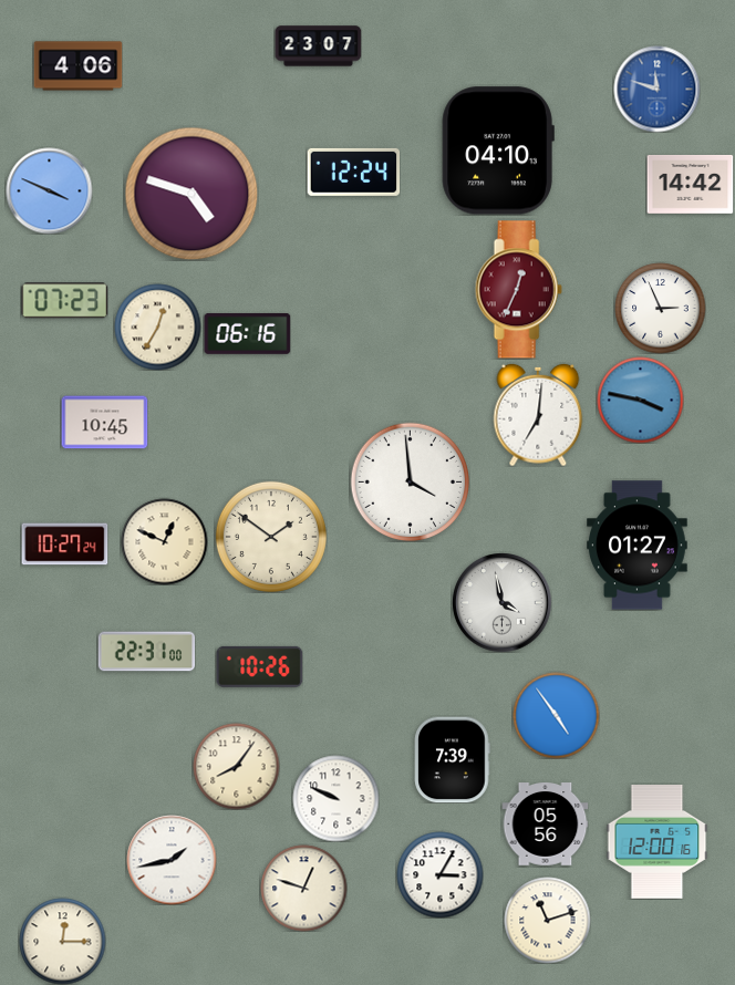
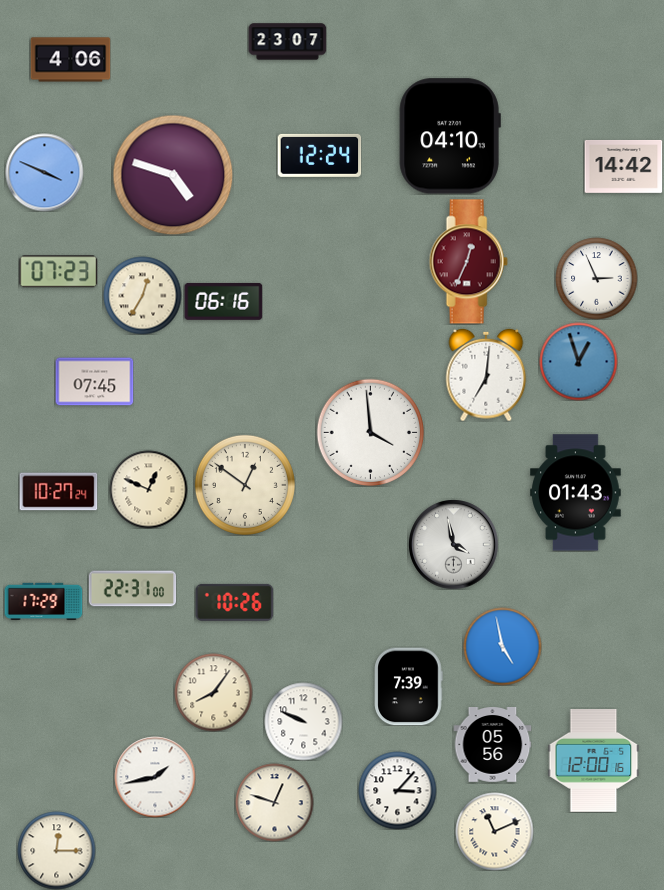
clock at (656, 89): 11:48 -> none
clock at (640, 400): 3:47 -> 12:57
clock at (104, 423): 10:45 -> 07:45
clock at (410, 481) position: (410, 481) -> (370, 432)
clock at (271, 537): 1:51 -> 12:51
clock at (638, 546): 01:27 -> 01:43
clock at (43, 602): none -> 17:29
clock at (556, 715): 4:54 -> 4:58
clock at (439, 874): 3:05 -> 3:07
clock at (547, 920): 11:12 -> 11:11
